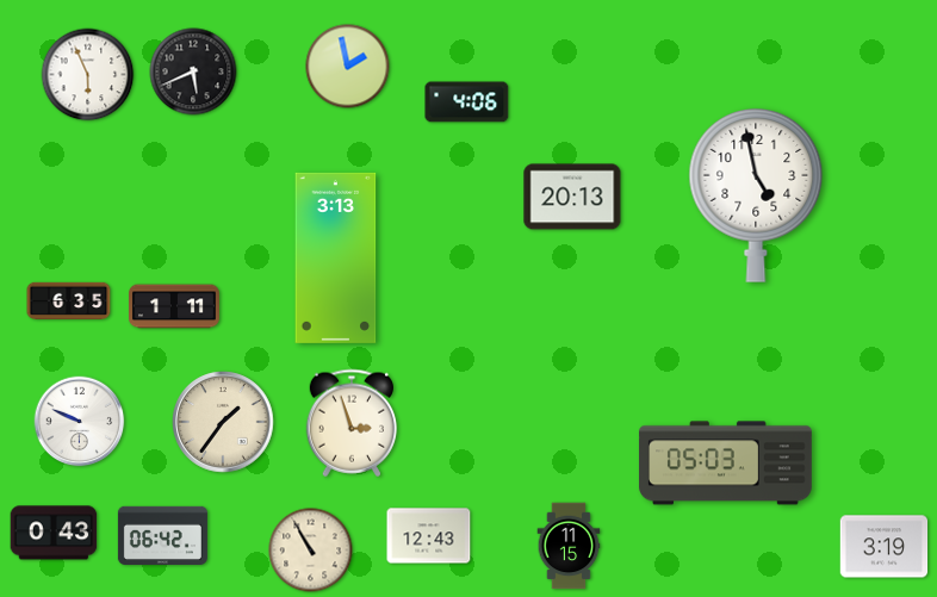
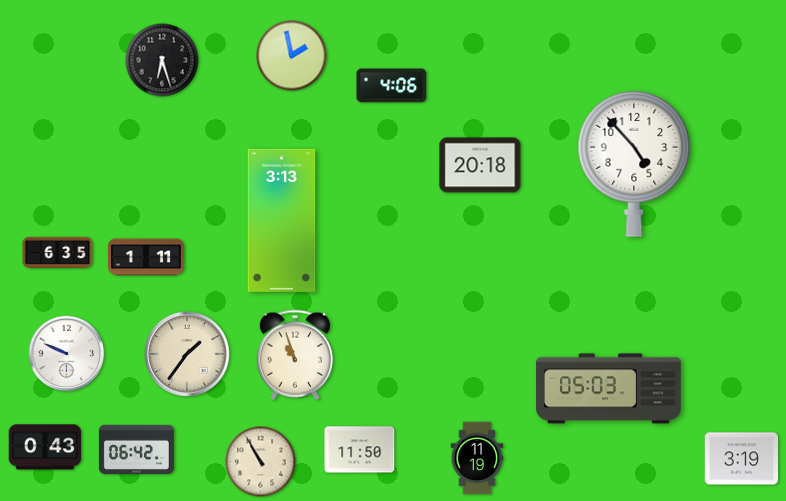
clock at (193, 71): 5:41 -> 6:27
clock at (88, 75): 5:56 -> none
clock at (756, 195): 4:58 -> 4:53
clock at (572, 197): 20:13 -> 20:18
clock at (336, 257) position: (336, 257) -> (282, 220)
clock at (352, 423): 2:57 -> 10:57
clock at (429, 536): 12:43 -> 11:50
clock at (569, 546): 11:15 -> 11:19
